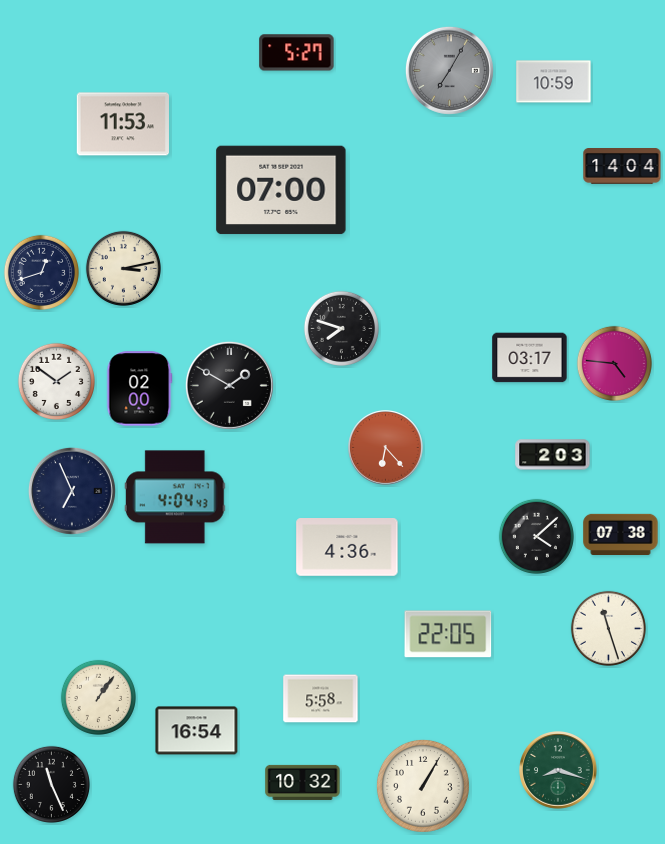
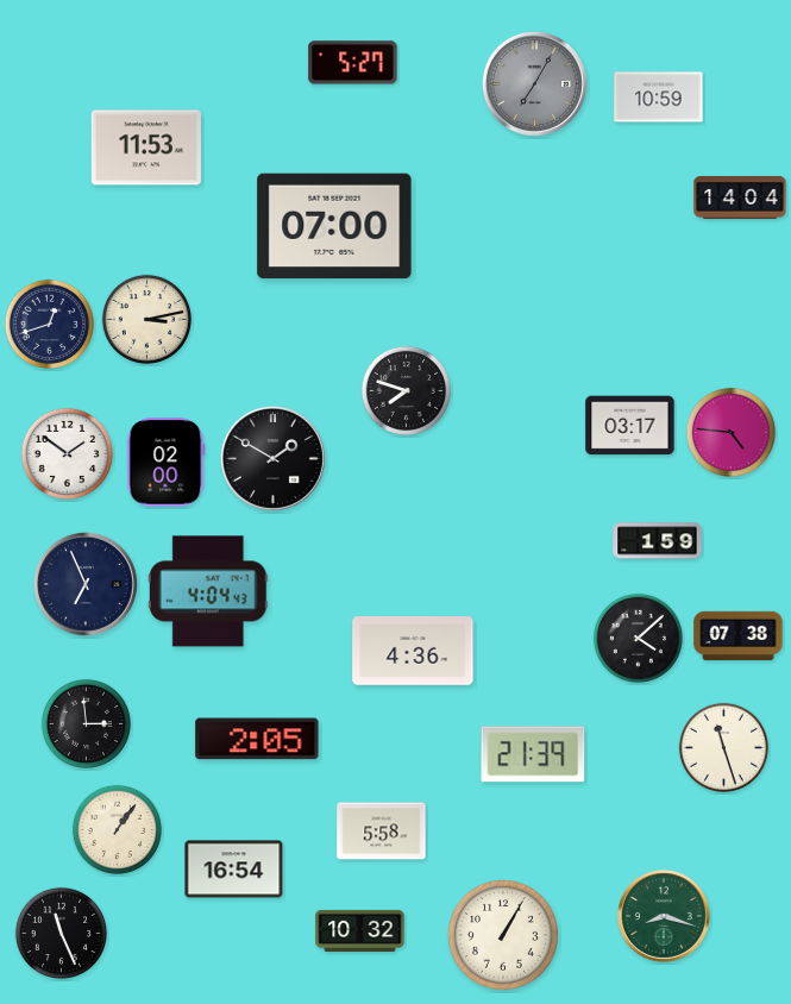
clock at (386, 448): 6:23 -> none
clock at (553, 455): 2:03 -> 1:59
clock at (86, 723): none -> 2:59
clock at (257, 739): none -> 2:05
clock at (448, 634): 22:05 -> 21:39
